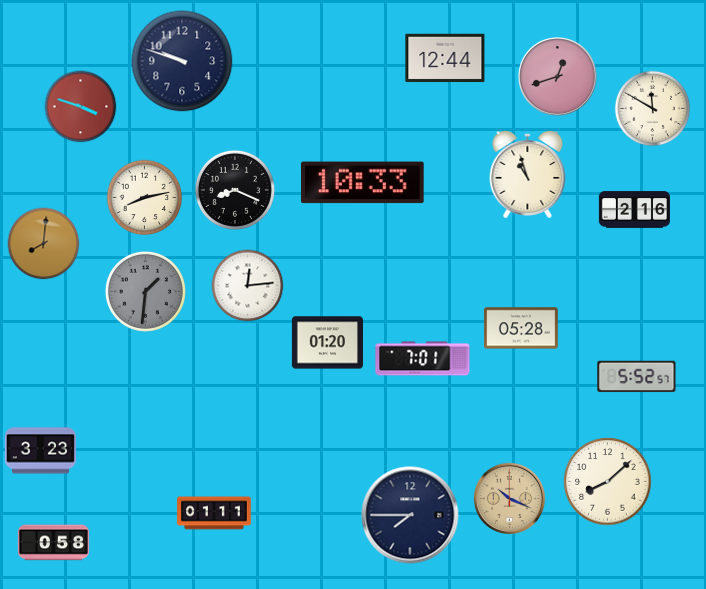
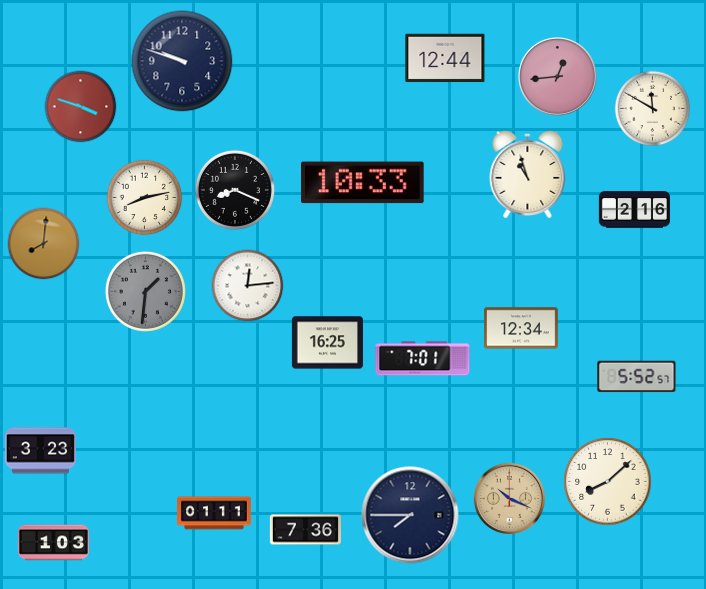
clock at (558, 77): 12:42 -> 12:44
clock at (521, 328): 05:28 -> 12:34
clock at (327, 343): 01:20 -> 16:25
clock at (305, 530): none -> 7:36
clock at (53, 543): 0:58 -> 1:03
